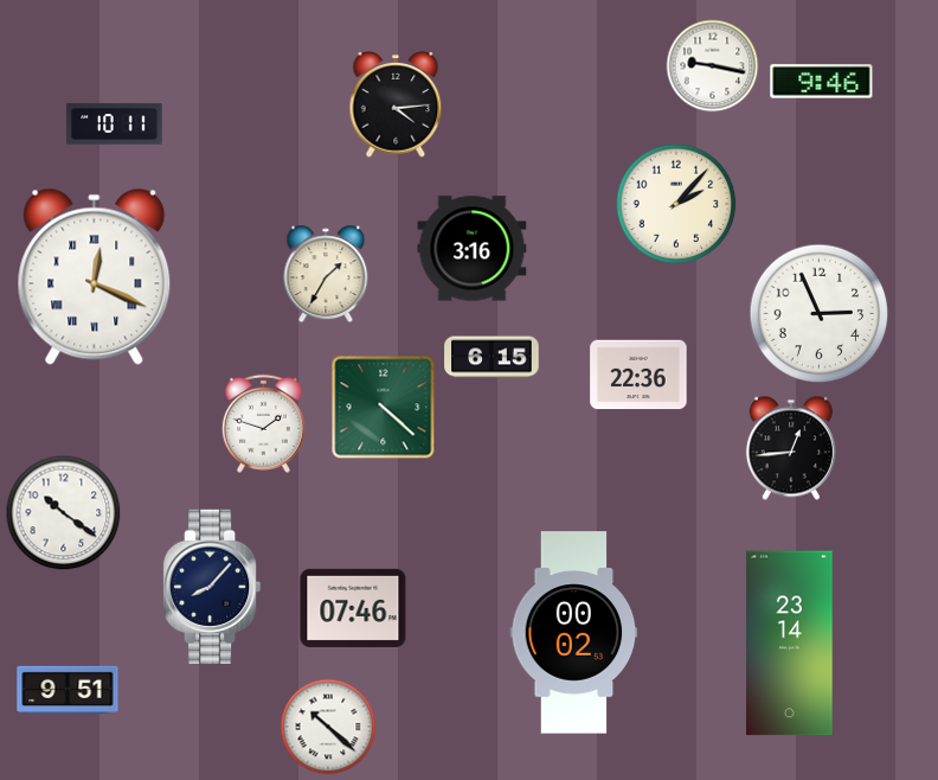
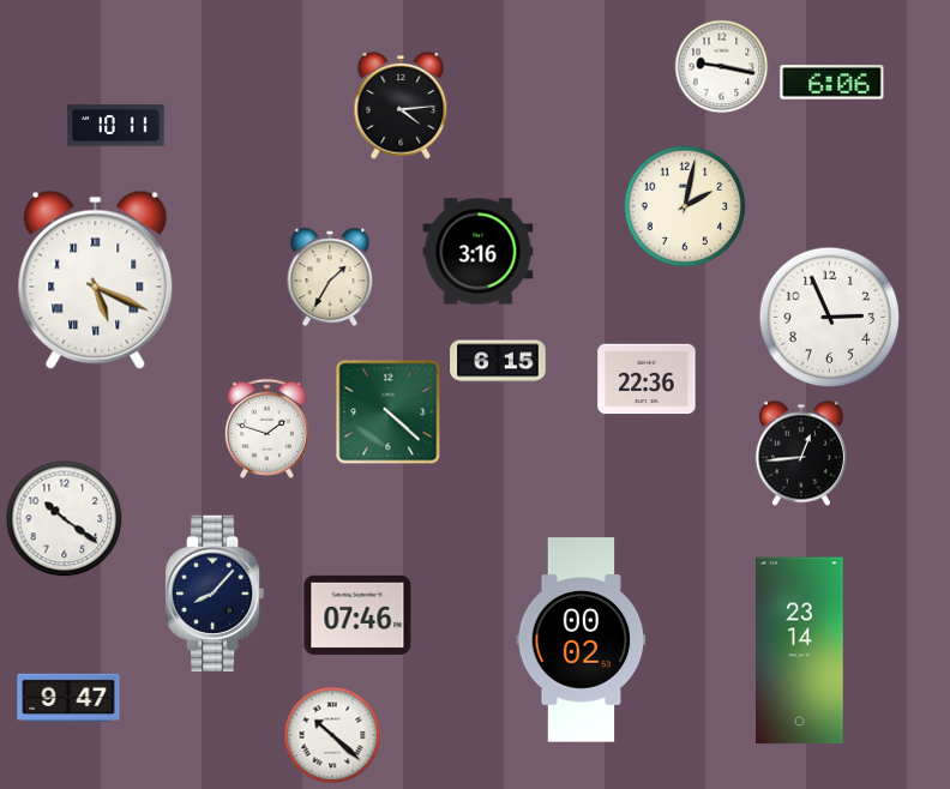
clock at (822, 82): 9:46 -> 6:06
clock at (676, 204): 2:07 -> 2:02
clock at (95, 276): 12:19 -> 5:19
clock at (68, 689): 9:51 -> 9:47
